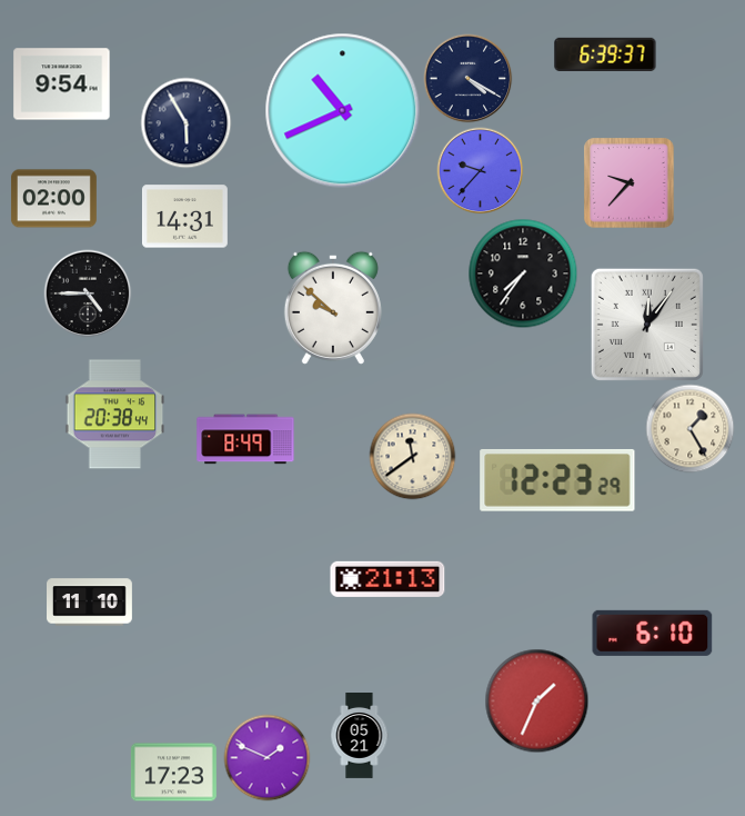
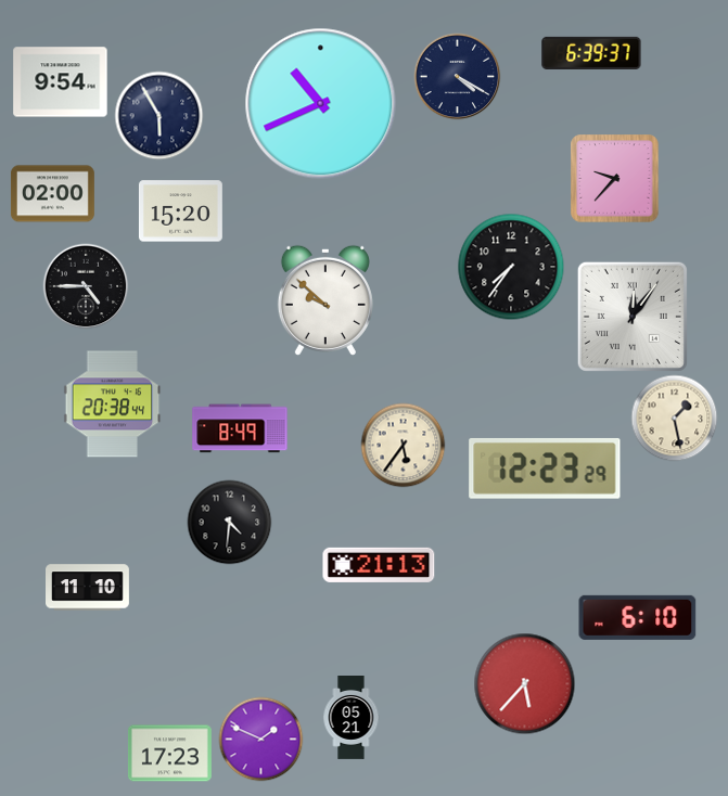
clock at (343, 111) position: (343, 111) -> (321, 104)
clock at (185, 122) position: (185, 122) -> (158, 115)
clock at (480, 170): 9:37 -> none
clock at (184, 217): 14:31 -> 15:20
clock at (689, 428): 1:25 -> 1:28
clock at (412, 456): 11:39 -> 5:36
clock at (229, 522): none -> 4:31
clock at (536, 700): 1:34 -> 5:37
